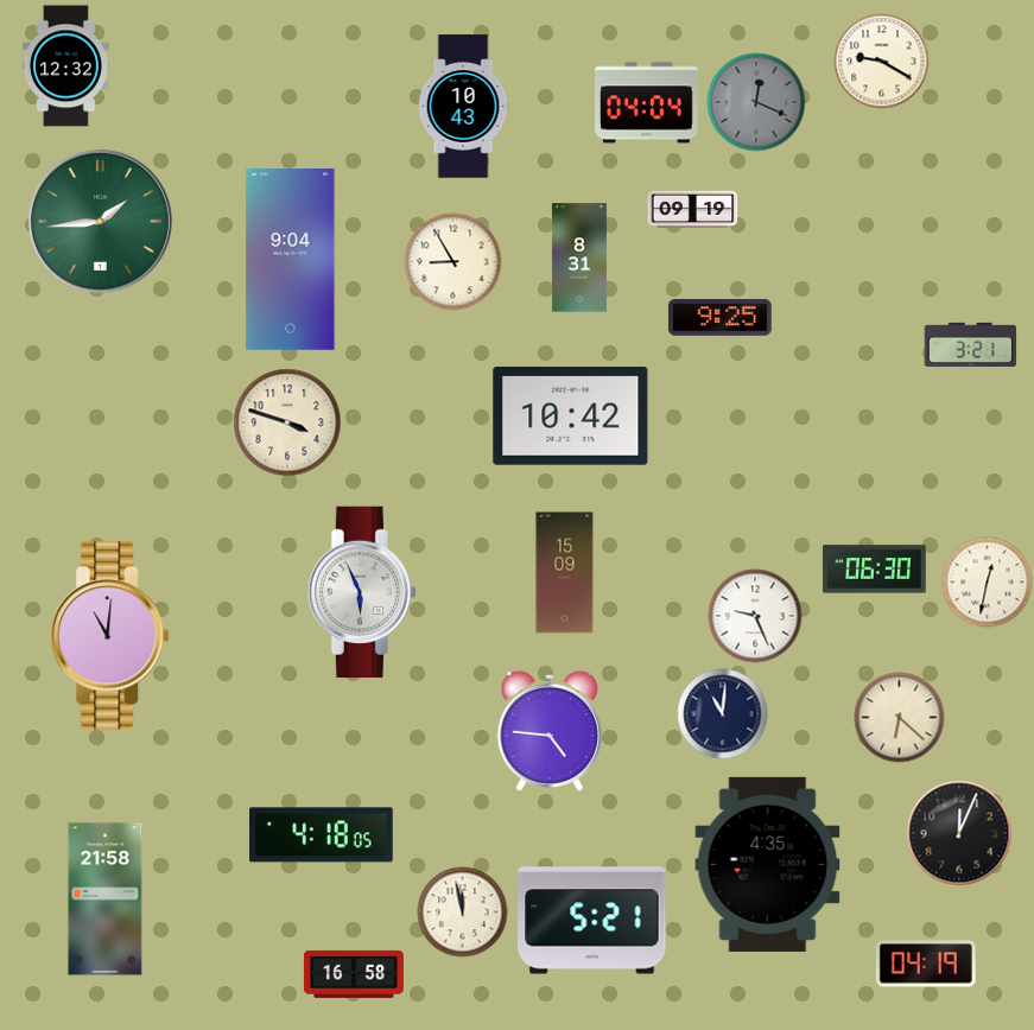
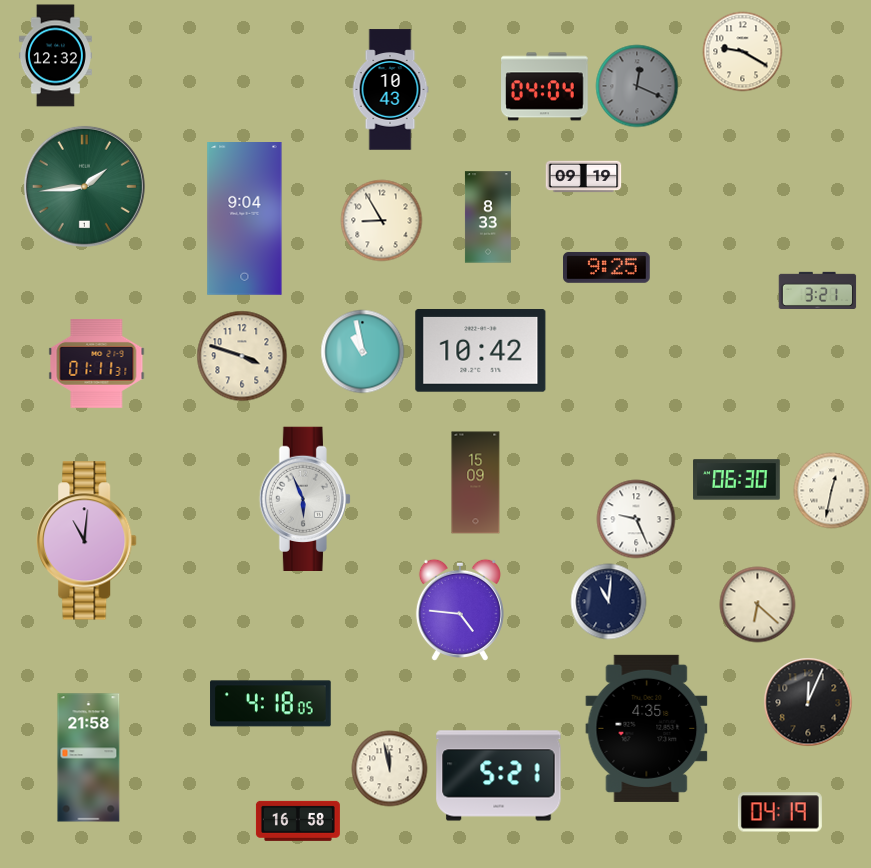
clock at (579, 257): 8:31 -> 8:33
clock at (363, 352): none -> 10:58
clock at (97, 364): none -> 01:11
clock at (110, 636) position: (110, 636) -> (87, 541)
clock at (550, 731) position: (550, 731) -> (460, 610)
